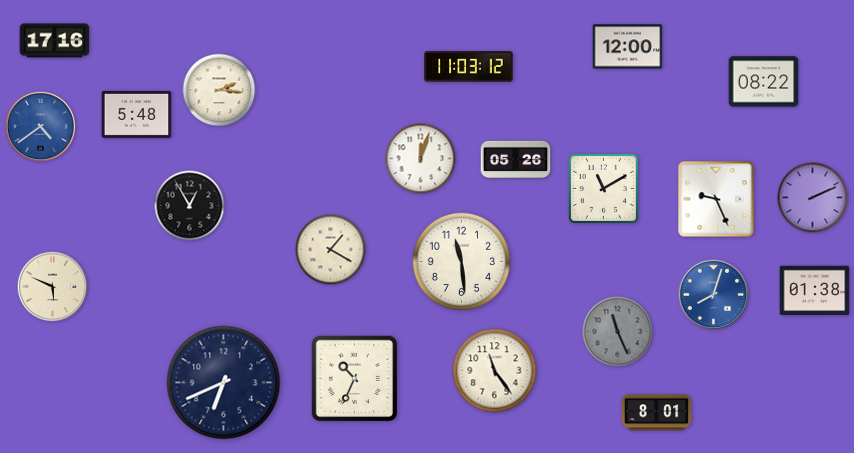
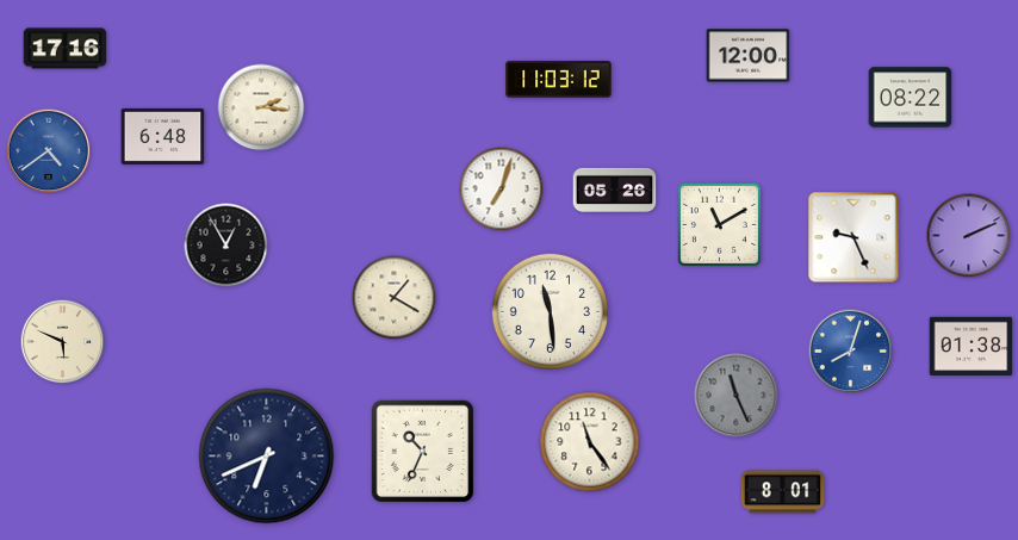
clock at (137, 114): 5:48 -> 6:48
clock at (421, 159): 12:03 -> 7:03
